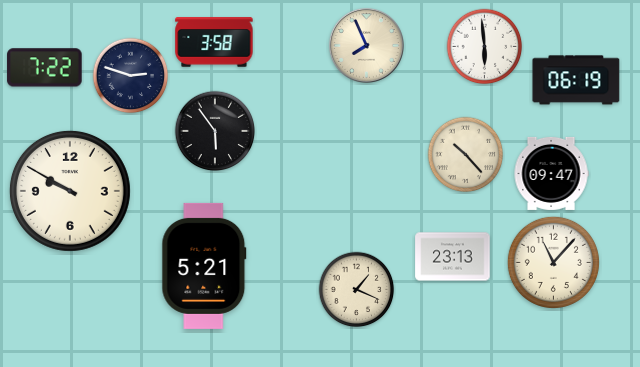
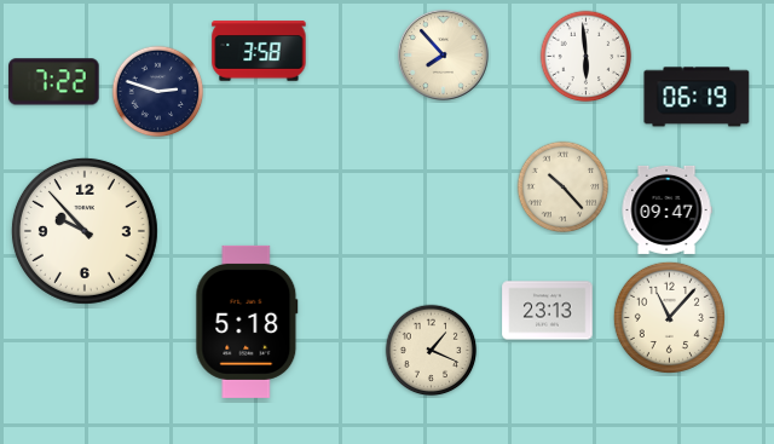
clock at (366, 45): 7:56 -> 7:53
clock at (215, 131): 5:54 -> none
clock at (70, 191): 9:50 -> 9:53
clock at (204, 266): 5:21 -> 5:18
